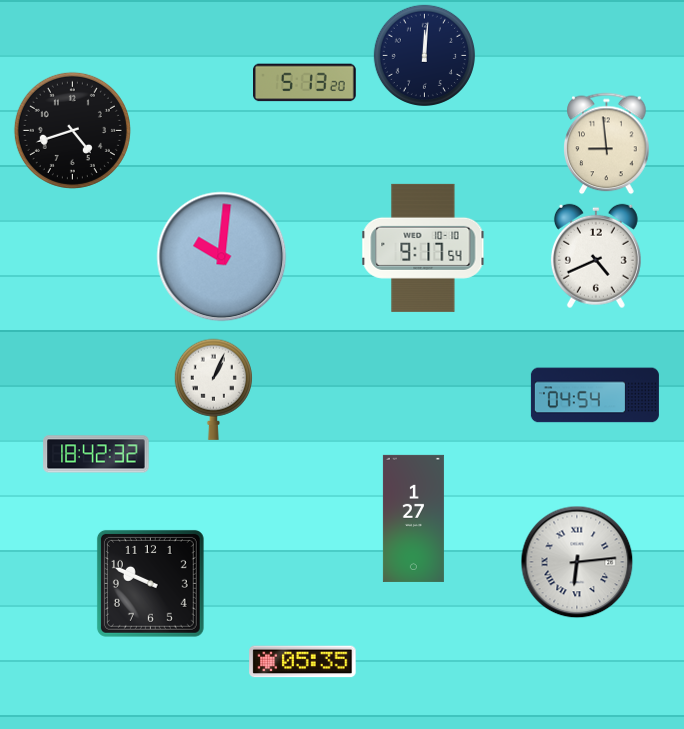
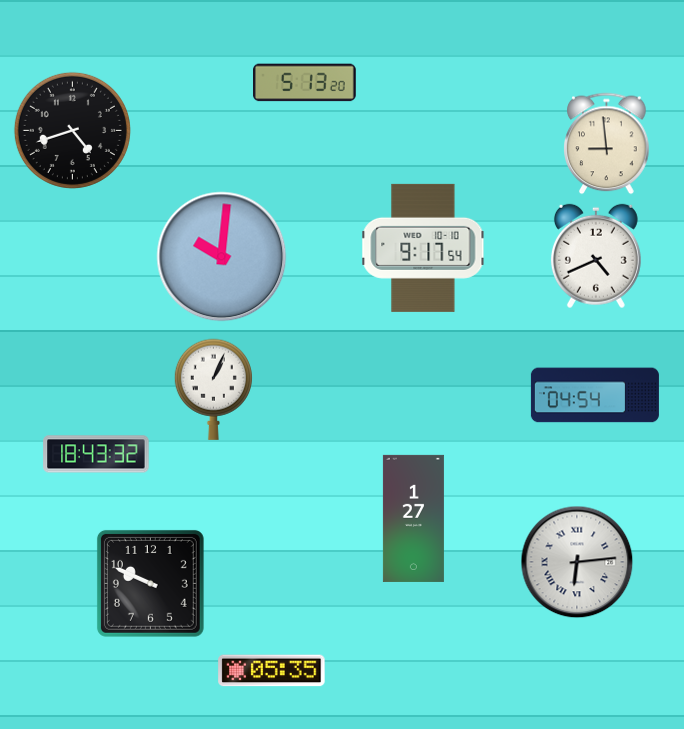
clock at (424, 55): 12:01 -> none
clock at (96, 454): 18:42 -> 18:43
clock at (303, 662) position: (303, 662) -> (272, 671)
